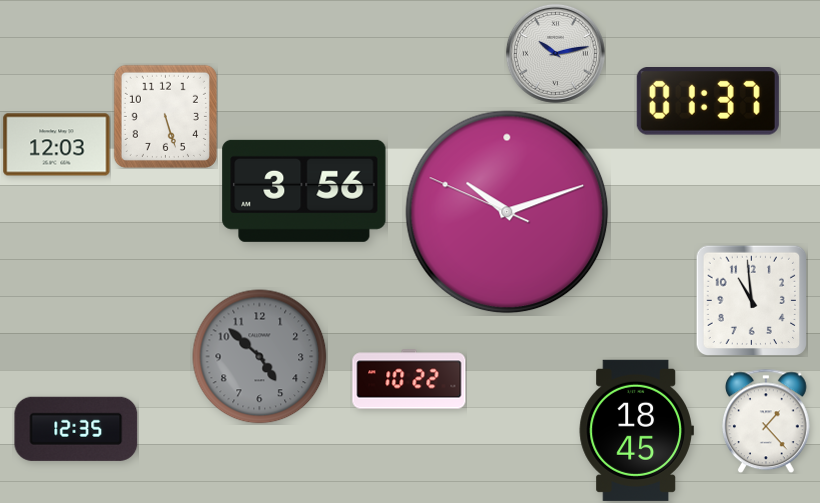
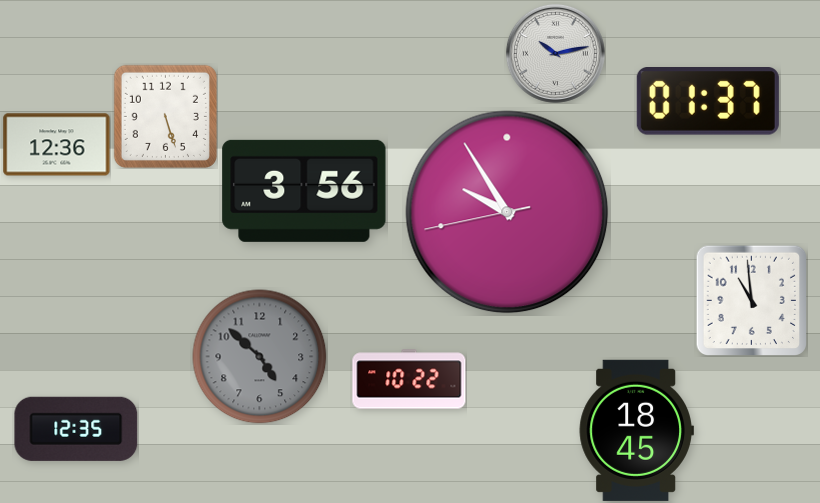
clock at (57, 145): 12:03 -> 12:36
clock at (507, 212): 10:11 -> 9:54
clock at (766, 421): 1:23 -> none
